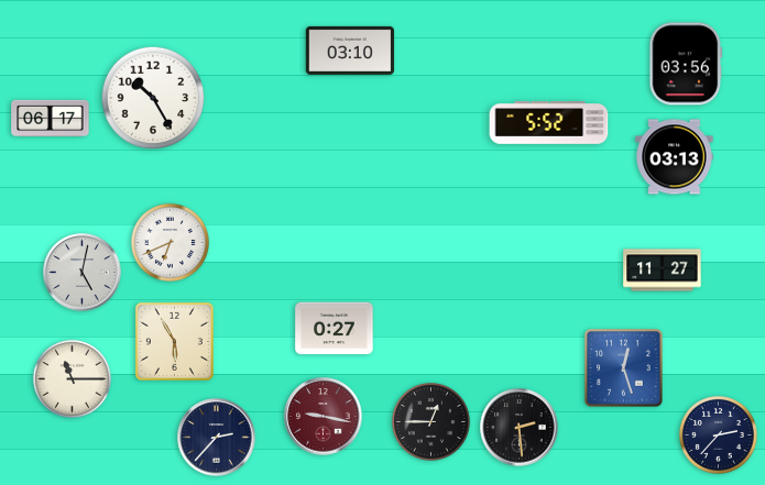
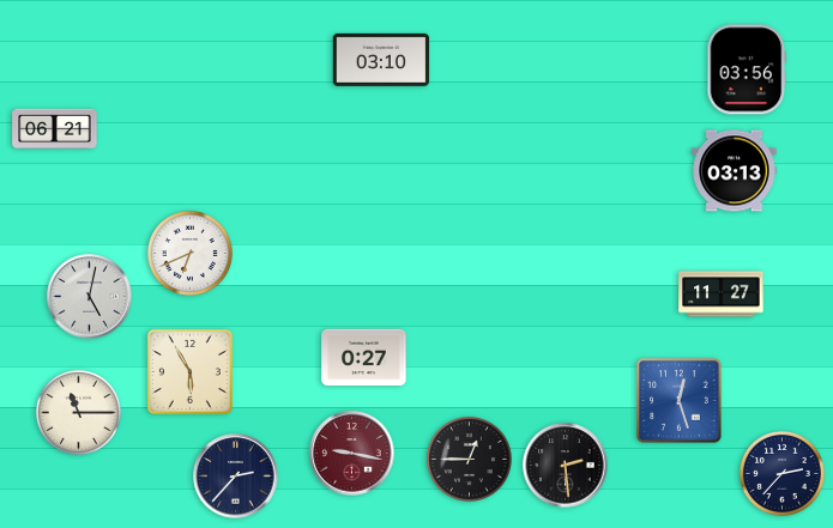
clock at (350, 51) position: (350, 51) -> (381, 60)
clock at (153, 98): 10:25 -> none
clock at (51, 119): 06:17 -> 06:21
clock at (549, 122): 5:52 -> none
clock at (170, 242) position: (170, 242) -> (189, 253)
